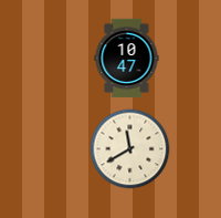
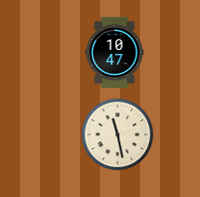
clock at (130, 149): 11:40 -> 11:28
